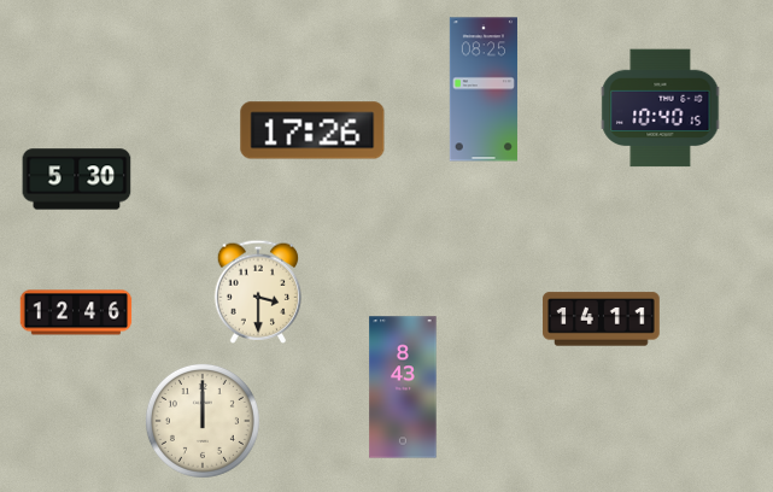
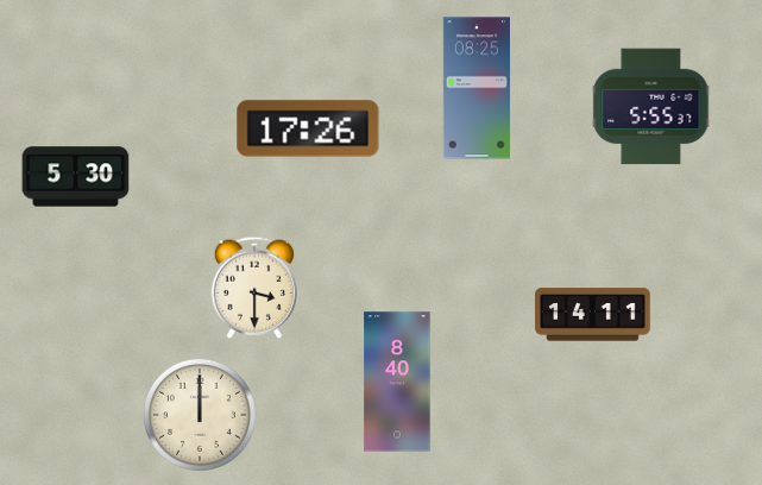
clock at (661, 109): 10:40 -> 5:55
clock at (76, 312): 12:46 -> none
clock at (403, 387): 8:43 -> 8:40
